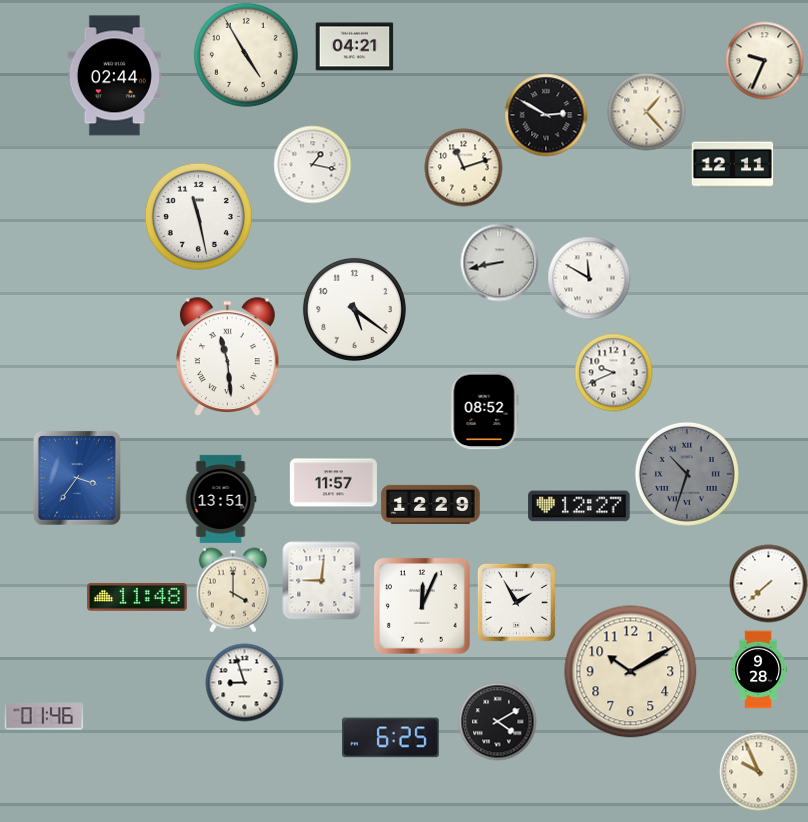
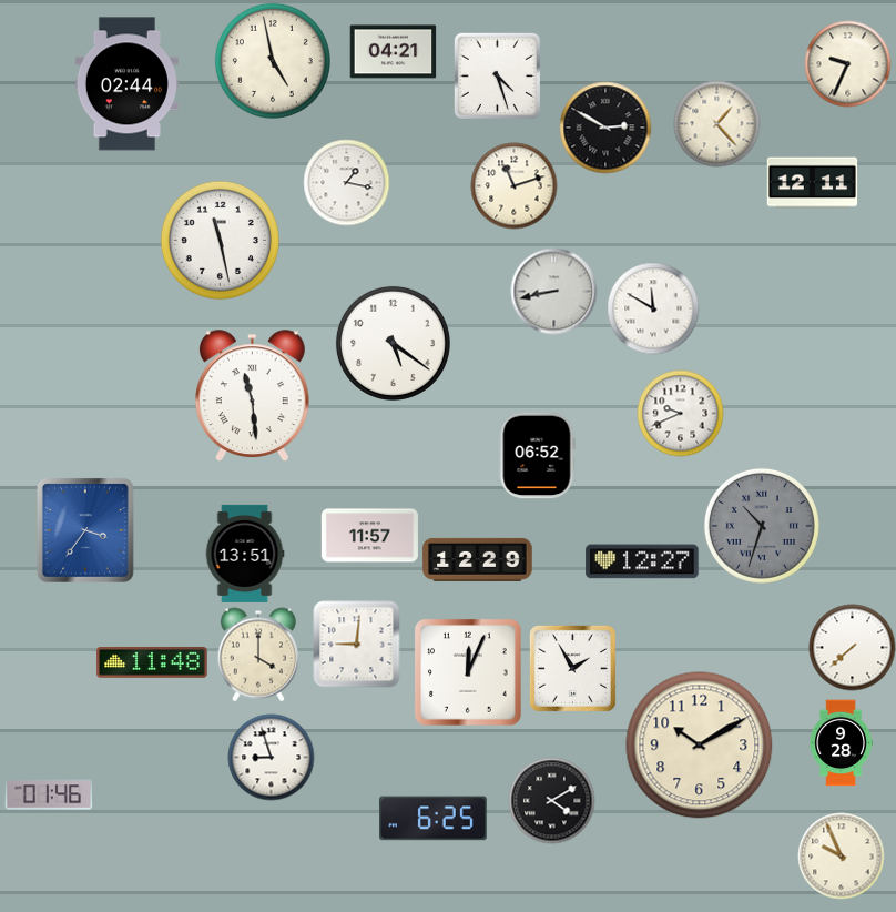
clock at (246, 55): 4:55 -> 4:58
clock at (764, 60) position: (764, 60) -> (847, 63)
clock at (497, 75): none -> 4:27
clock at (484, 410): 08:52 -> 06:52
